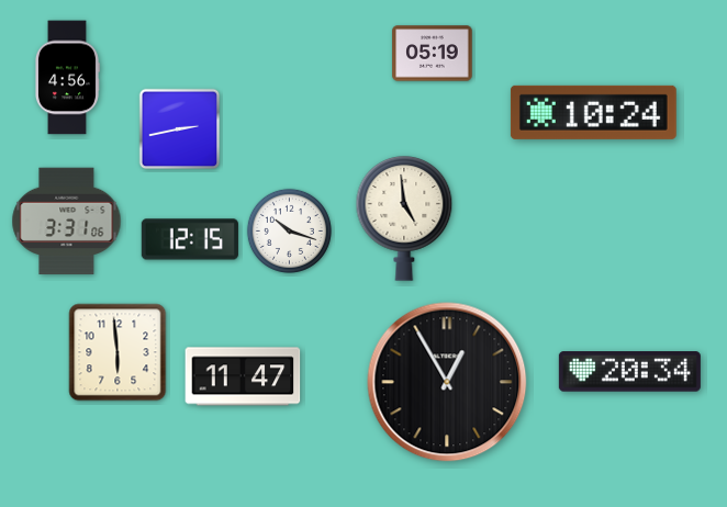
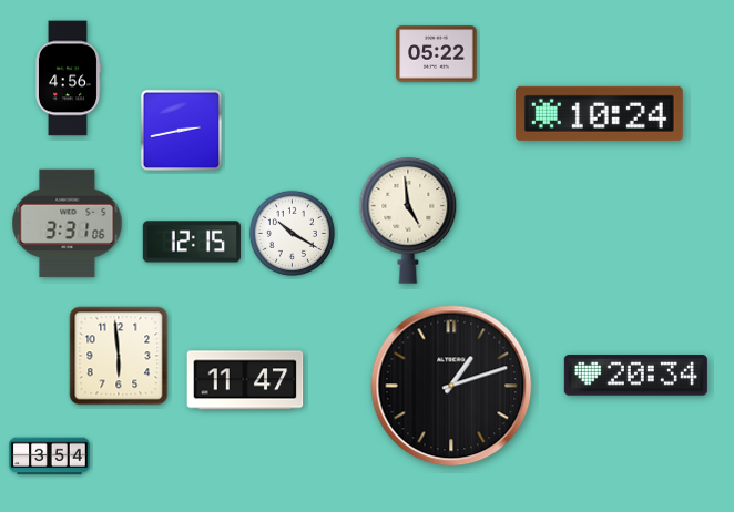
clock at (433, 54): 05:19 -> 05:22
clock at (289, 230): 10:18 -> 10:20
clock at (447, 382): 12:55 -> 1:12
clock at (50, 457): none -> 3:54
